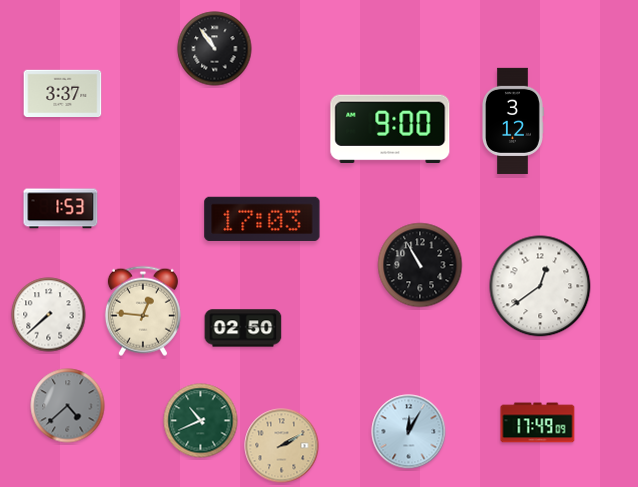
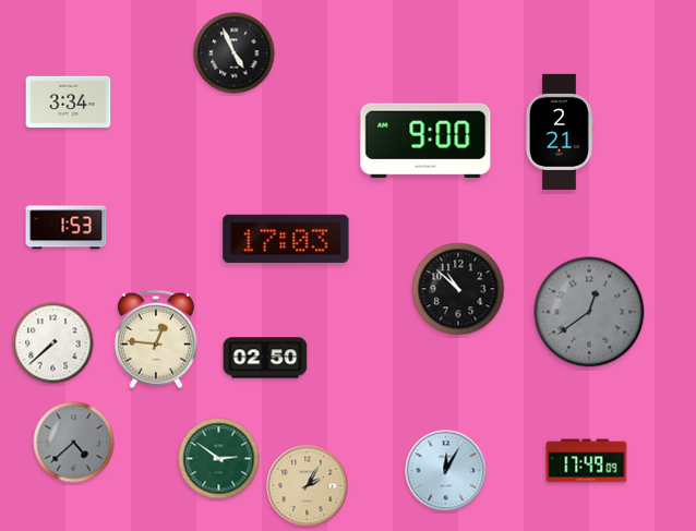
clock at (215, 49): 10:54 -> 4:56
clock at (63, 93): 3:37 -> 3:34
clock at (513, 121): 3:12 -> 2:21
clock at (420, 265): 10:55 -> 10:52
clock at (540, 286) dial: white -> grey
clock at (201, 421): 10:41 -> 2:51
clock at (282, 446): 2:10 -> 2:05
